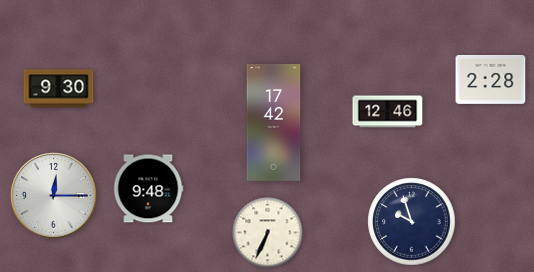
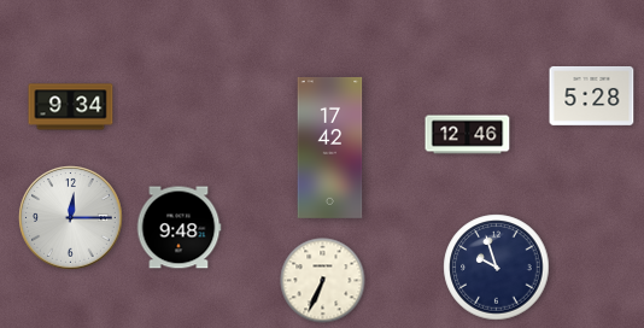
clock at (491, 79): 2:28 -> 5:28
clock at (59, 89): 9:30 -> 9:34
clock at (54, 196) position: (54, 196) -> (71, 218)
